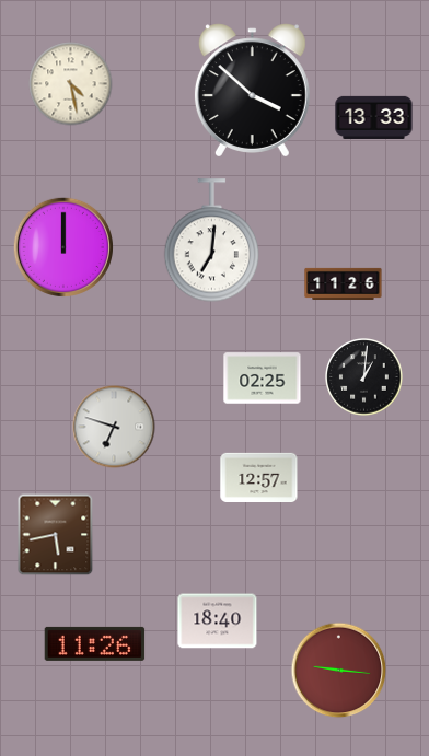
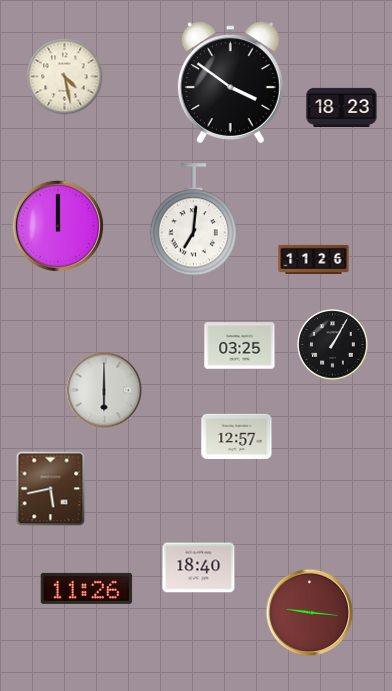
clock at (252, 91): 3:52 -> 3:51
clock at (374, 117): 13:33 -> 18:23
clock at (364, 377): 1:01 -> 1:05
clock at (263, 379): 02:25 -> 03:25
clock at (114, 427): 6:48 -> 6:00
